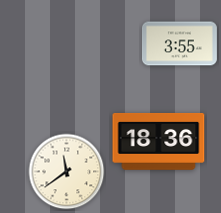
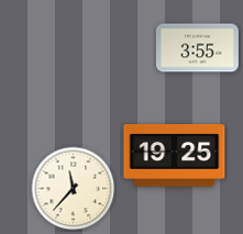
clock at (159, 141): 18:36 -> 19:25
clock at (67, 172): 11:39 -> 11:37
